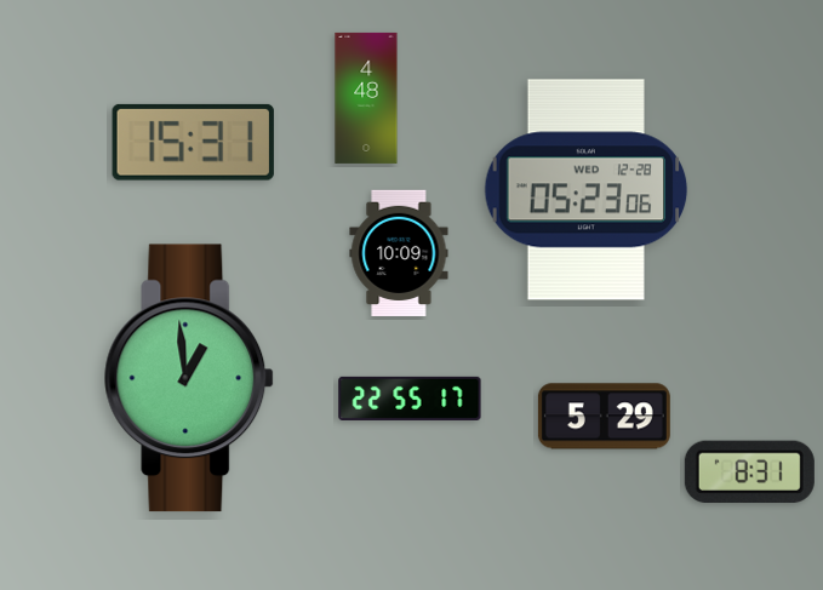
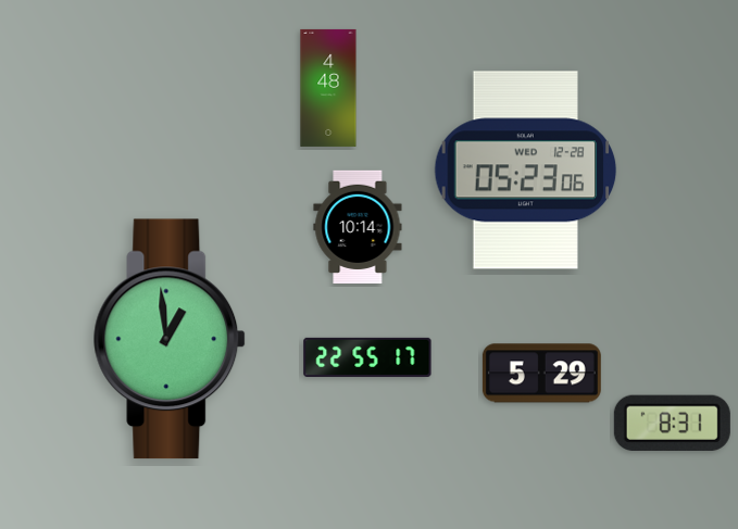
clock at (193, 142): 15:31 -> none
clock at (399, 252): 10:09 -> 10:14
